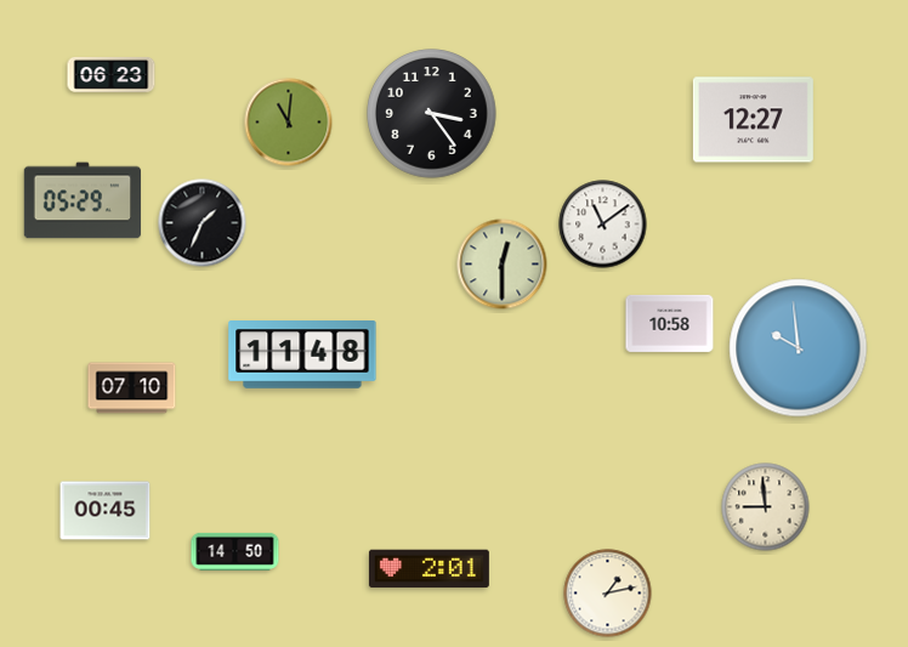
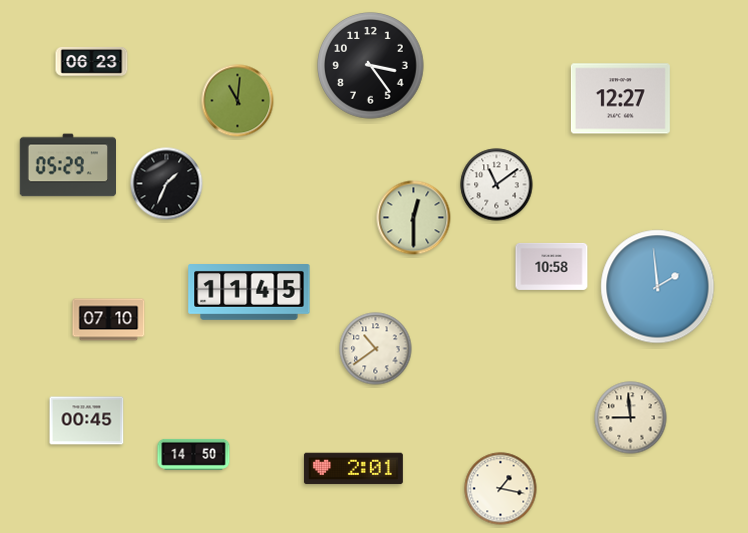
clock at (432, 114) position: (432, 114) -> (371, 66)
clock at (799, 348): 9:59 -> 1:59
clock at (302, 356): 11:48 -> 11:45
clock at (376, 349): none -> 10:39
clock at (608, 594): 1:13 -> 1:17
